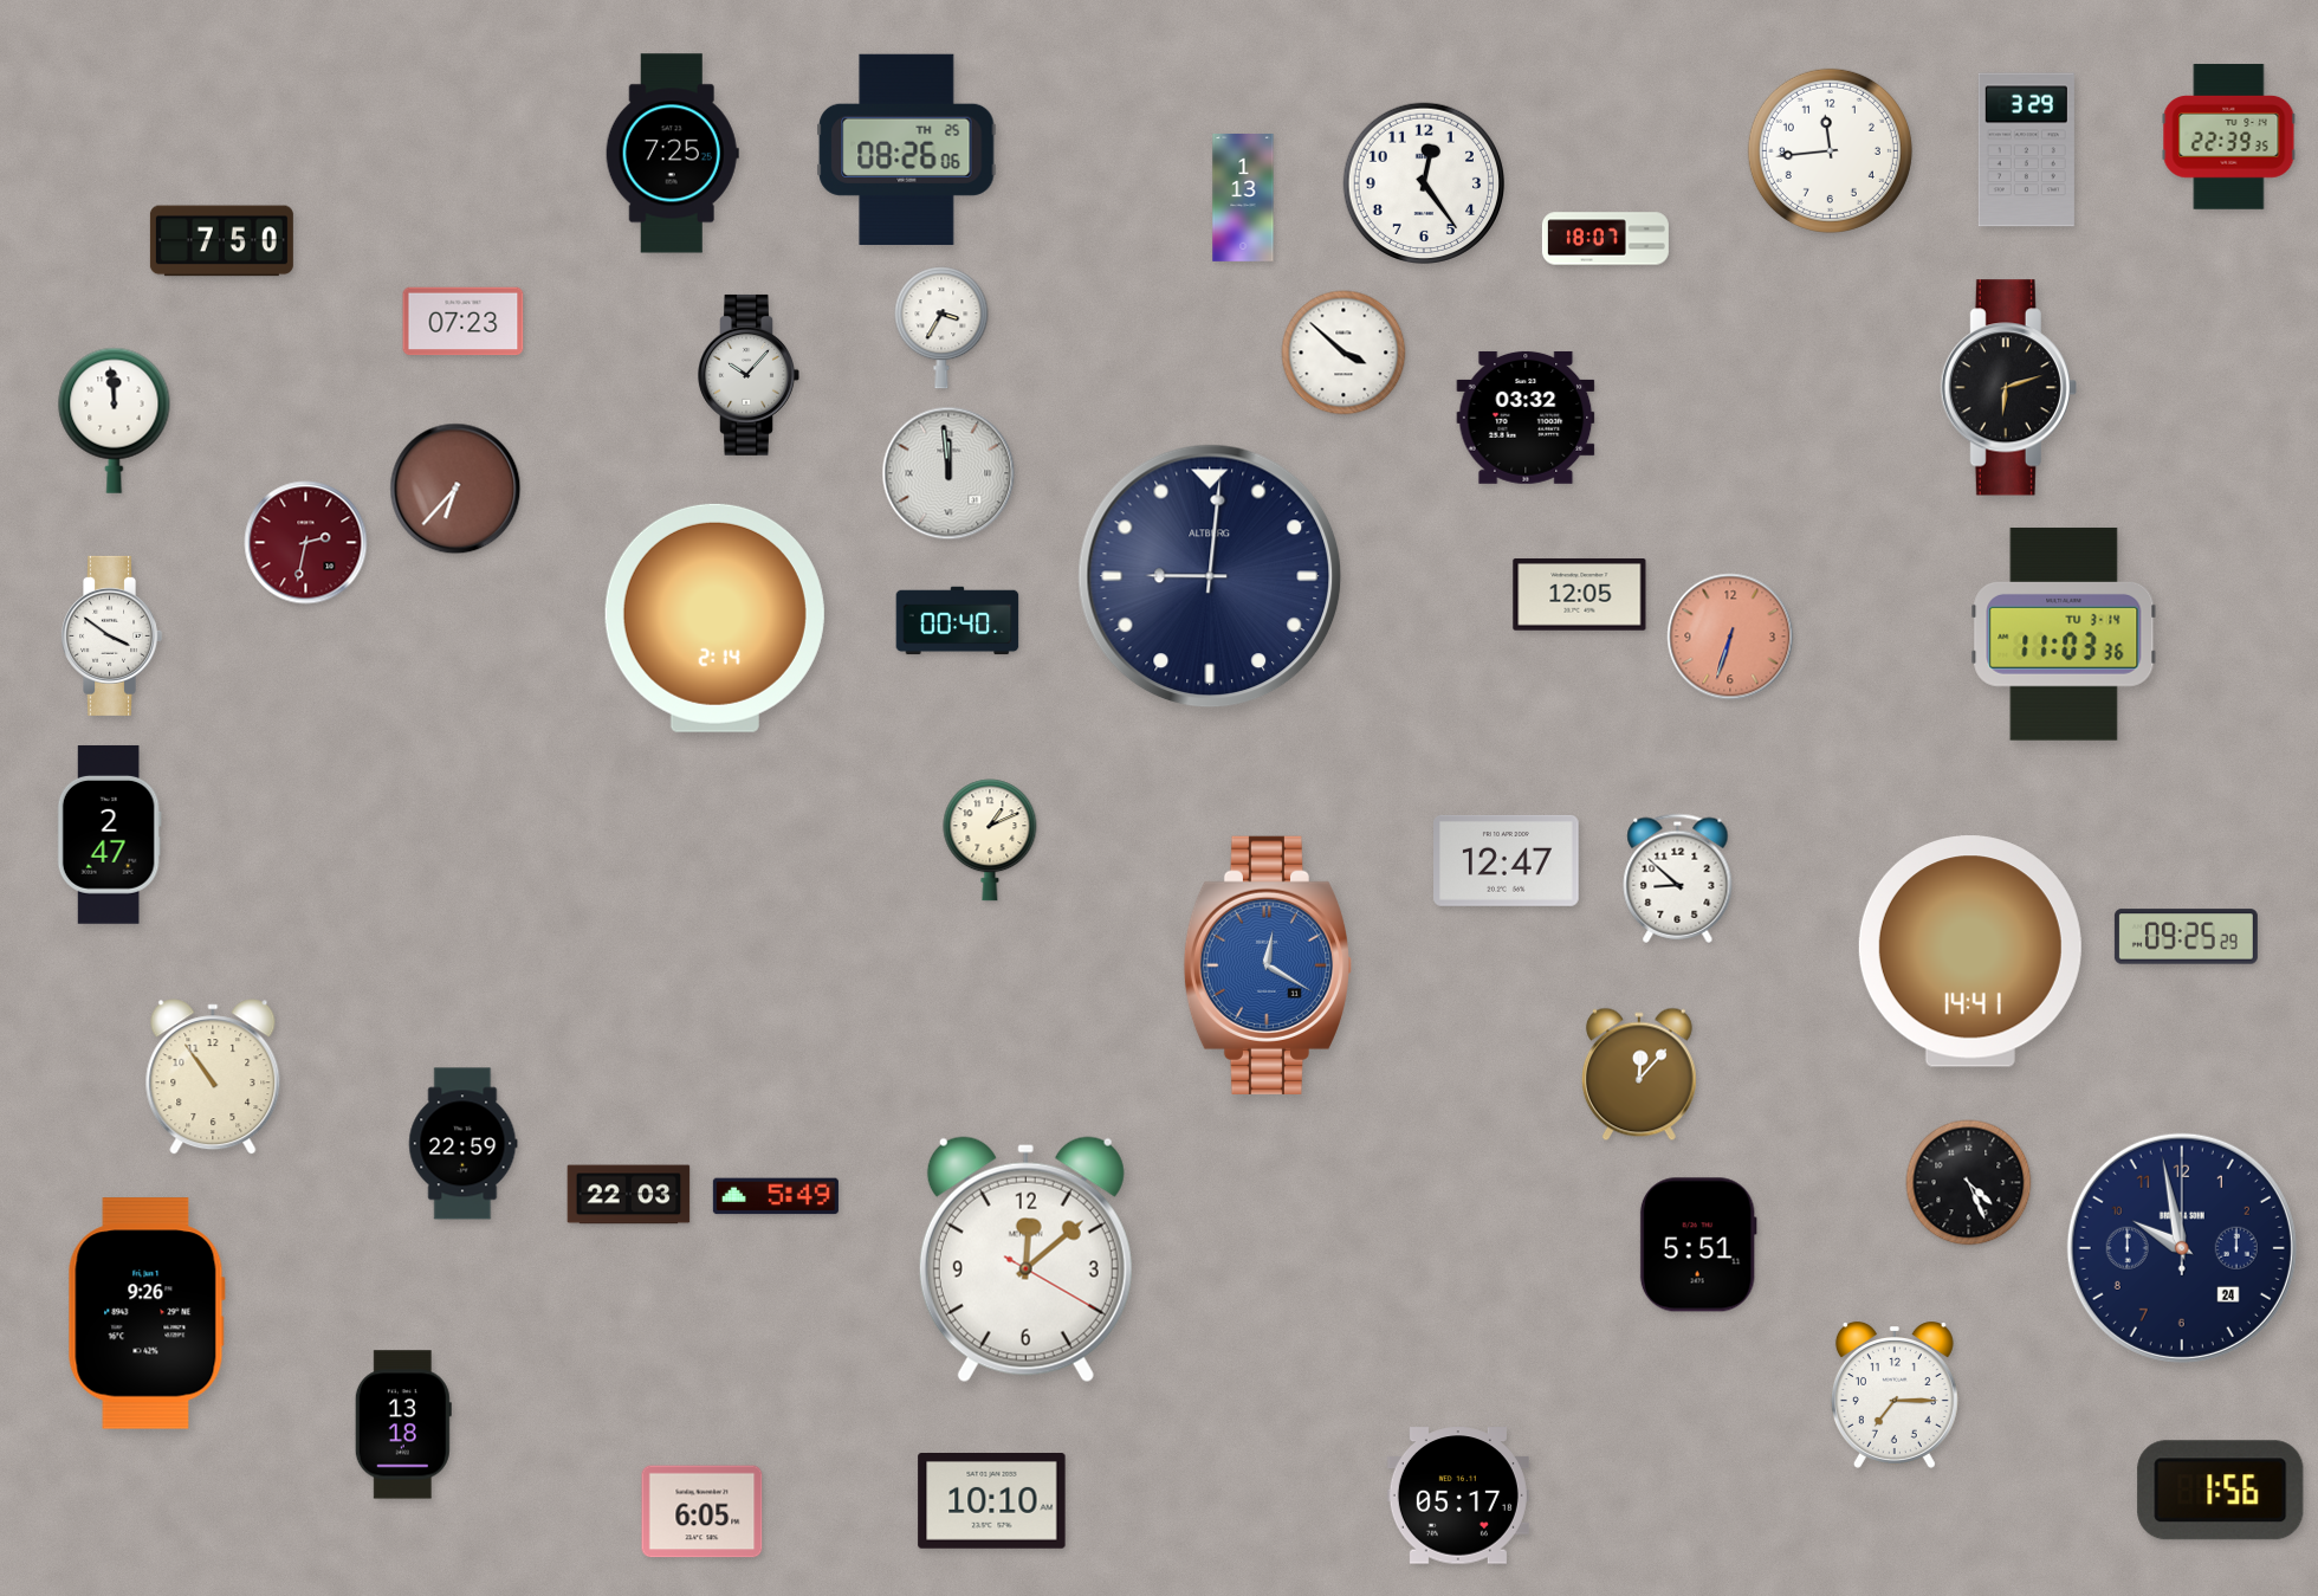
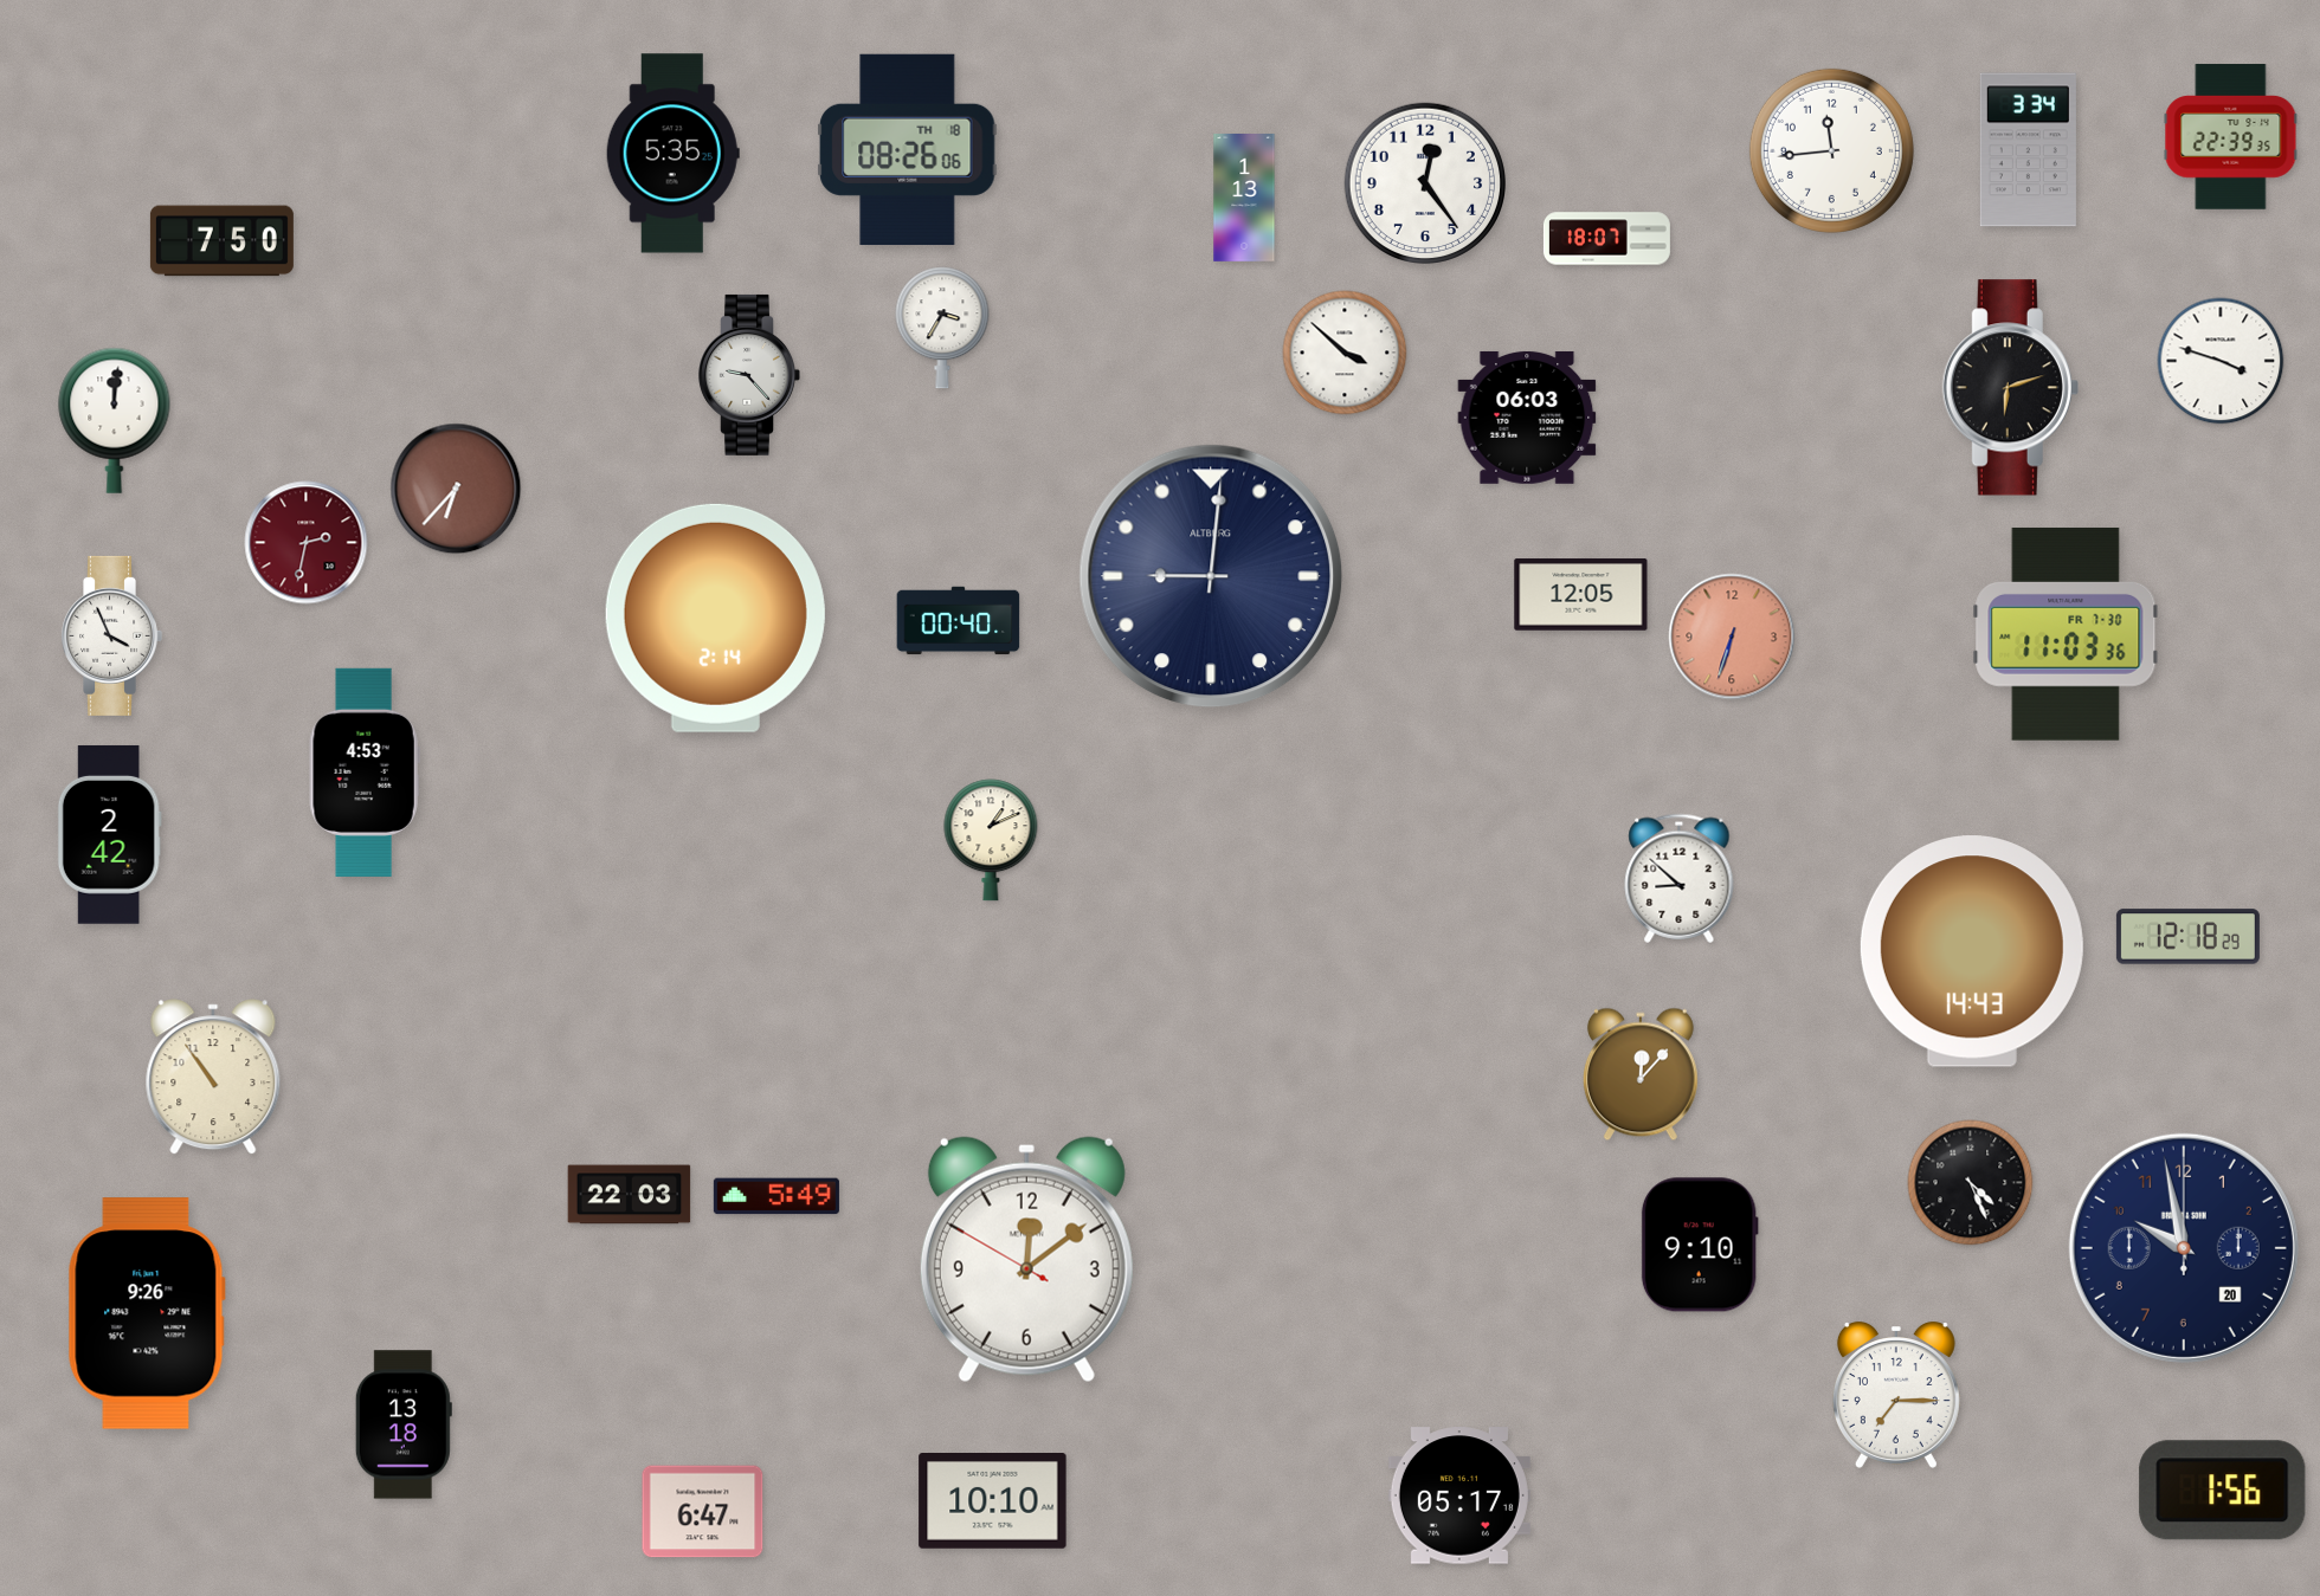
clock at (907, 149) date: TH 25 -> TH 18
clock at (2026, 150): 3:29 -> 3:34
clock at (672, 154): 7:25 -> 5:35
clock at (464, 322): 07:23 -> none
clock at (2221, 361): none -> 3:48
clock at (749, 375): 10:07 -> 9:23
clock at (1526, 418): 03:32 -> 06:03
clock at (115, 420): 11:59 -> 12:01
clock at (948, 473): 11:59 -> none
clock at (2064, 634) date: TU 3-14 -> FR 7-30
clock at (111, 635): 3:51 -> 3:56
clock at (365, 773): none -> 4:53
clock at (109, 834): 2:47 -> 2:42
clock at (1507, 860): 12:47 -> none
clock at (2186, 937): 09:25 -> 12:18
clock at (1970, 951): 14:41 -> 14:43
clock at (1267, 965): 12:20 -> none
clock at (464, 1144): 22:59 -> none
clock at (1698, 1245): 5:51 -> 9:10
clock at (2182, 1248) date: 24 -> 20
clock at (1025, 1260): 12:08:20 -> 12:08:50
clock at (702, 1512): 6:05 -> 6:47
